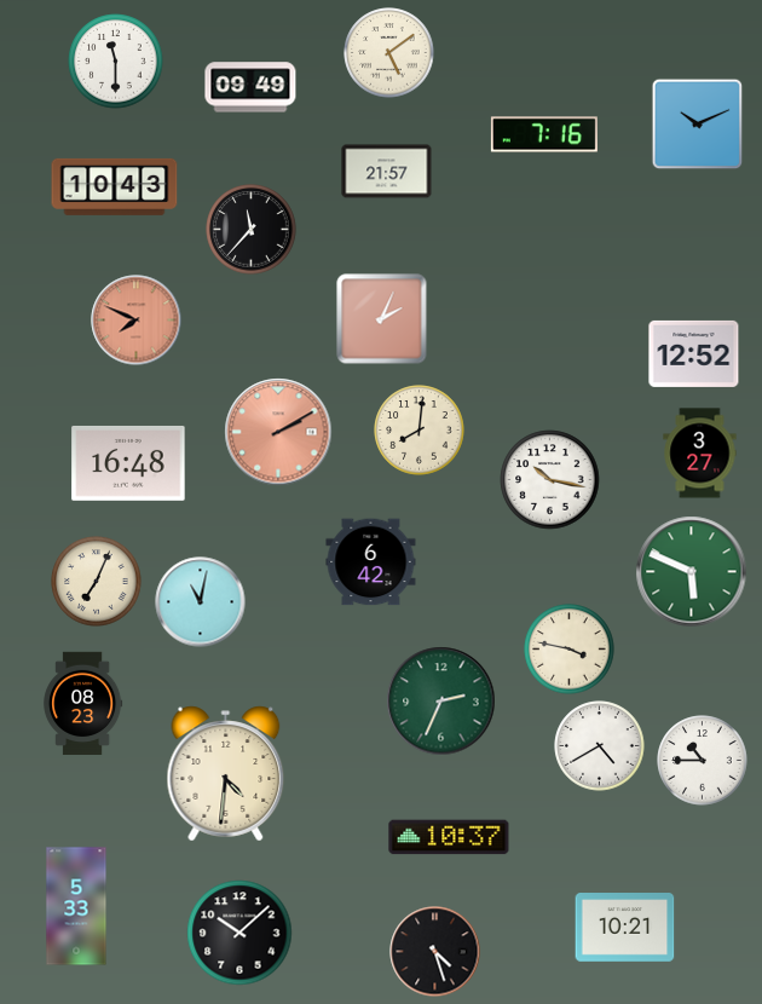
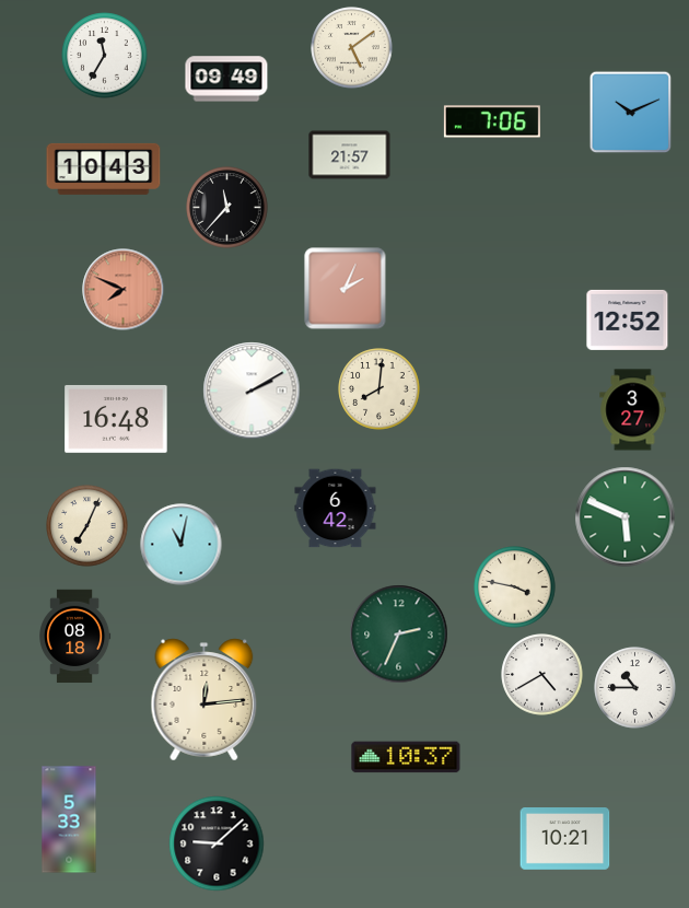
clock at (116, 62): 11:30 -> 11:35
clock at (544, 134): 7:16 -> 7:06
clock at (278, 432) dial: salmon -> white
clock at (550, 480): 10:17 -> none
clock at (83, 704): 08:23 -> 08:18
clock at (226, 774): 4:31 -> 12:14
clock at (239, 933): 10:08 -> 9:08
clock at (435, 952): 4:27 -> none
